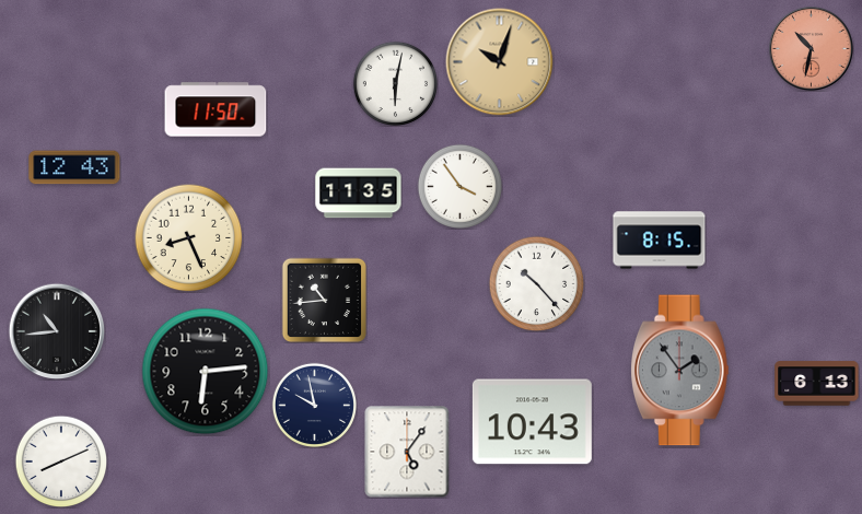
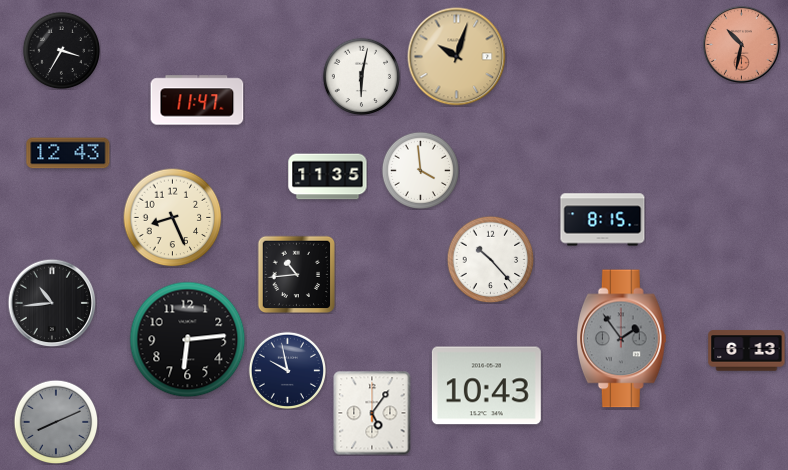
clock at (61, 50): none -> 3:35
clock at (215, 109): 11:50 -> 11:47
clock at (459, 186): 3:54 -> 3:59
clock at (61, 462) dial: white -> grey
